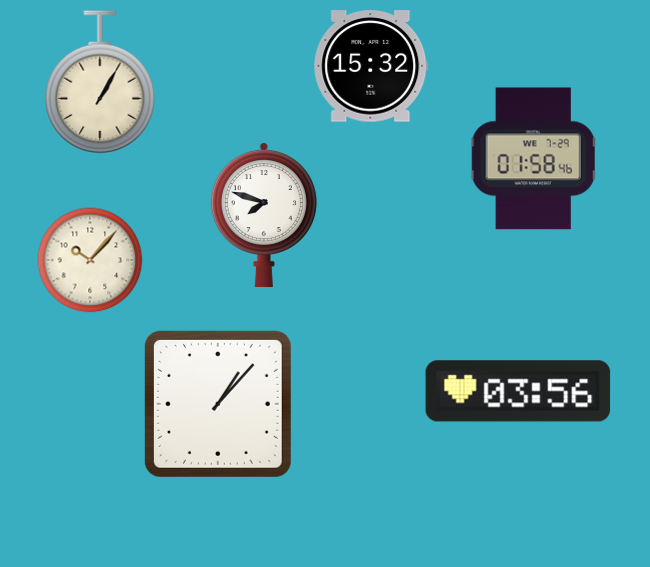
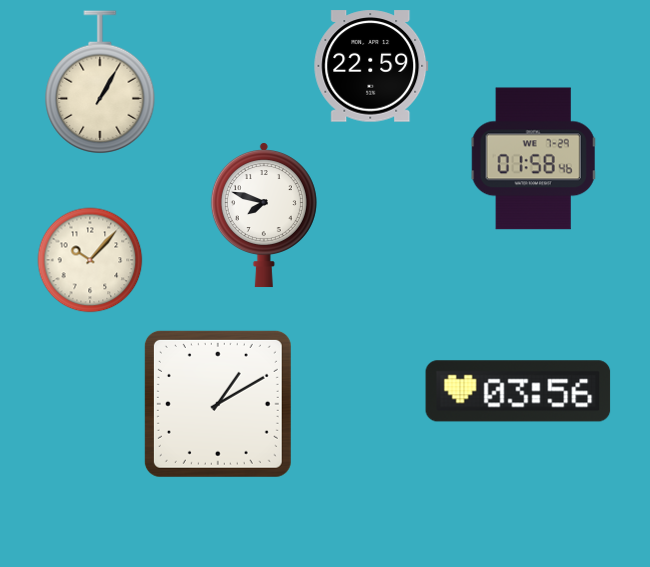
clock at (371, 66): 15:32 -> 22:59
clock at (218, 404): 1:07 -> 1:10
